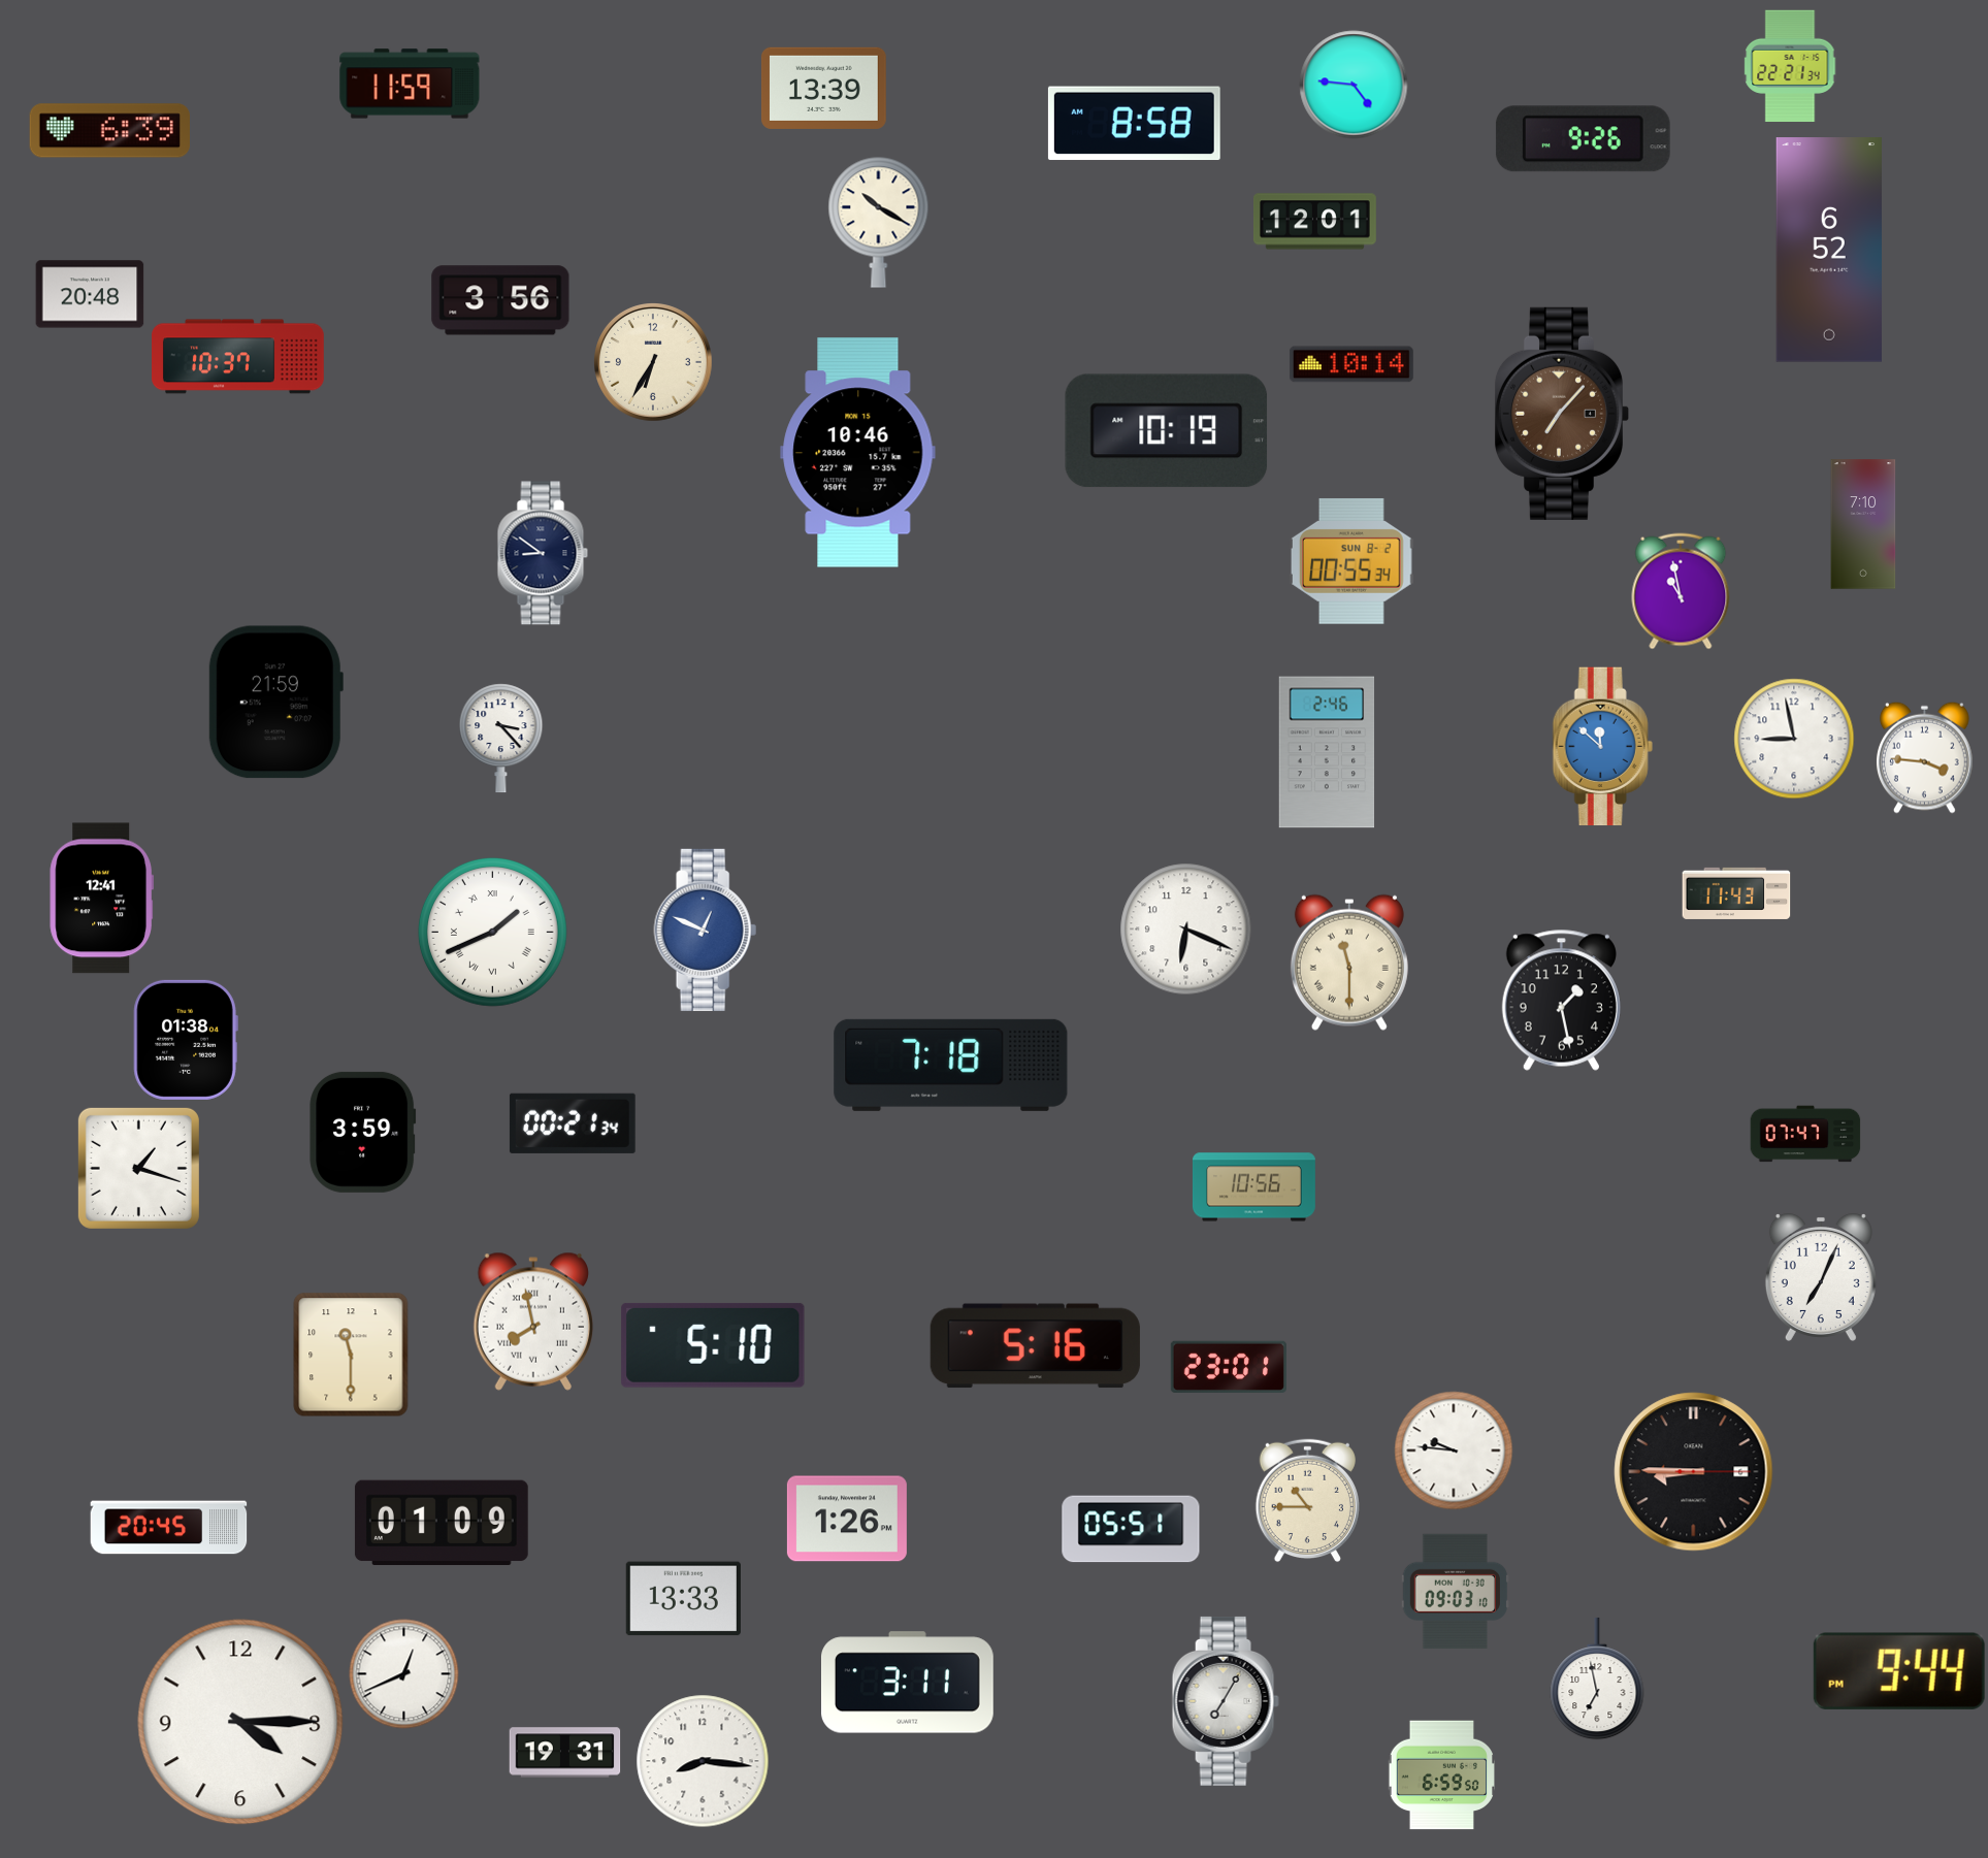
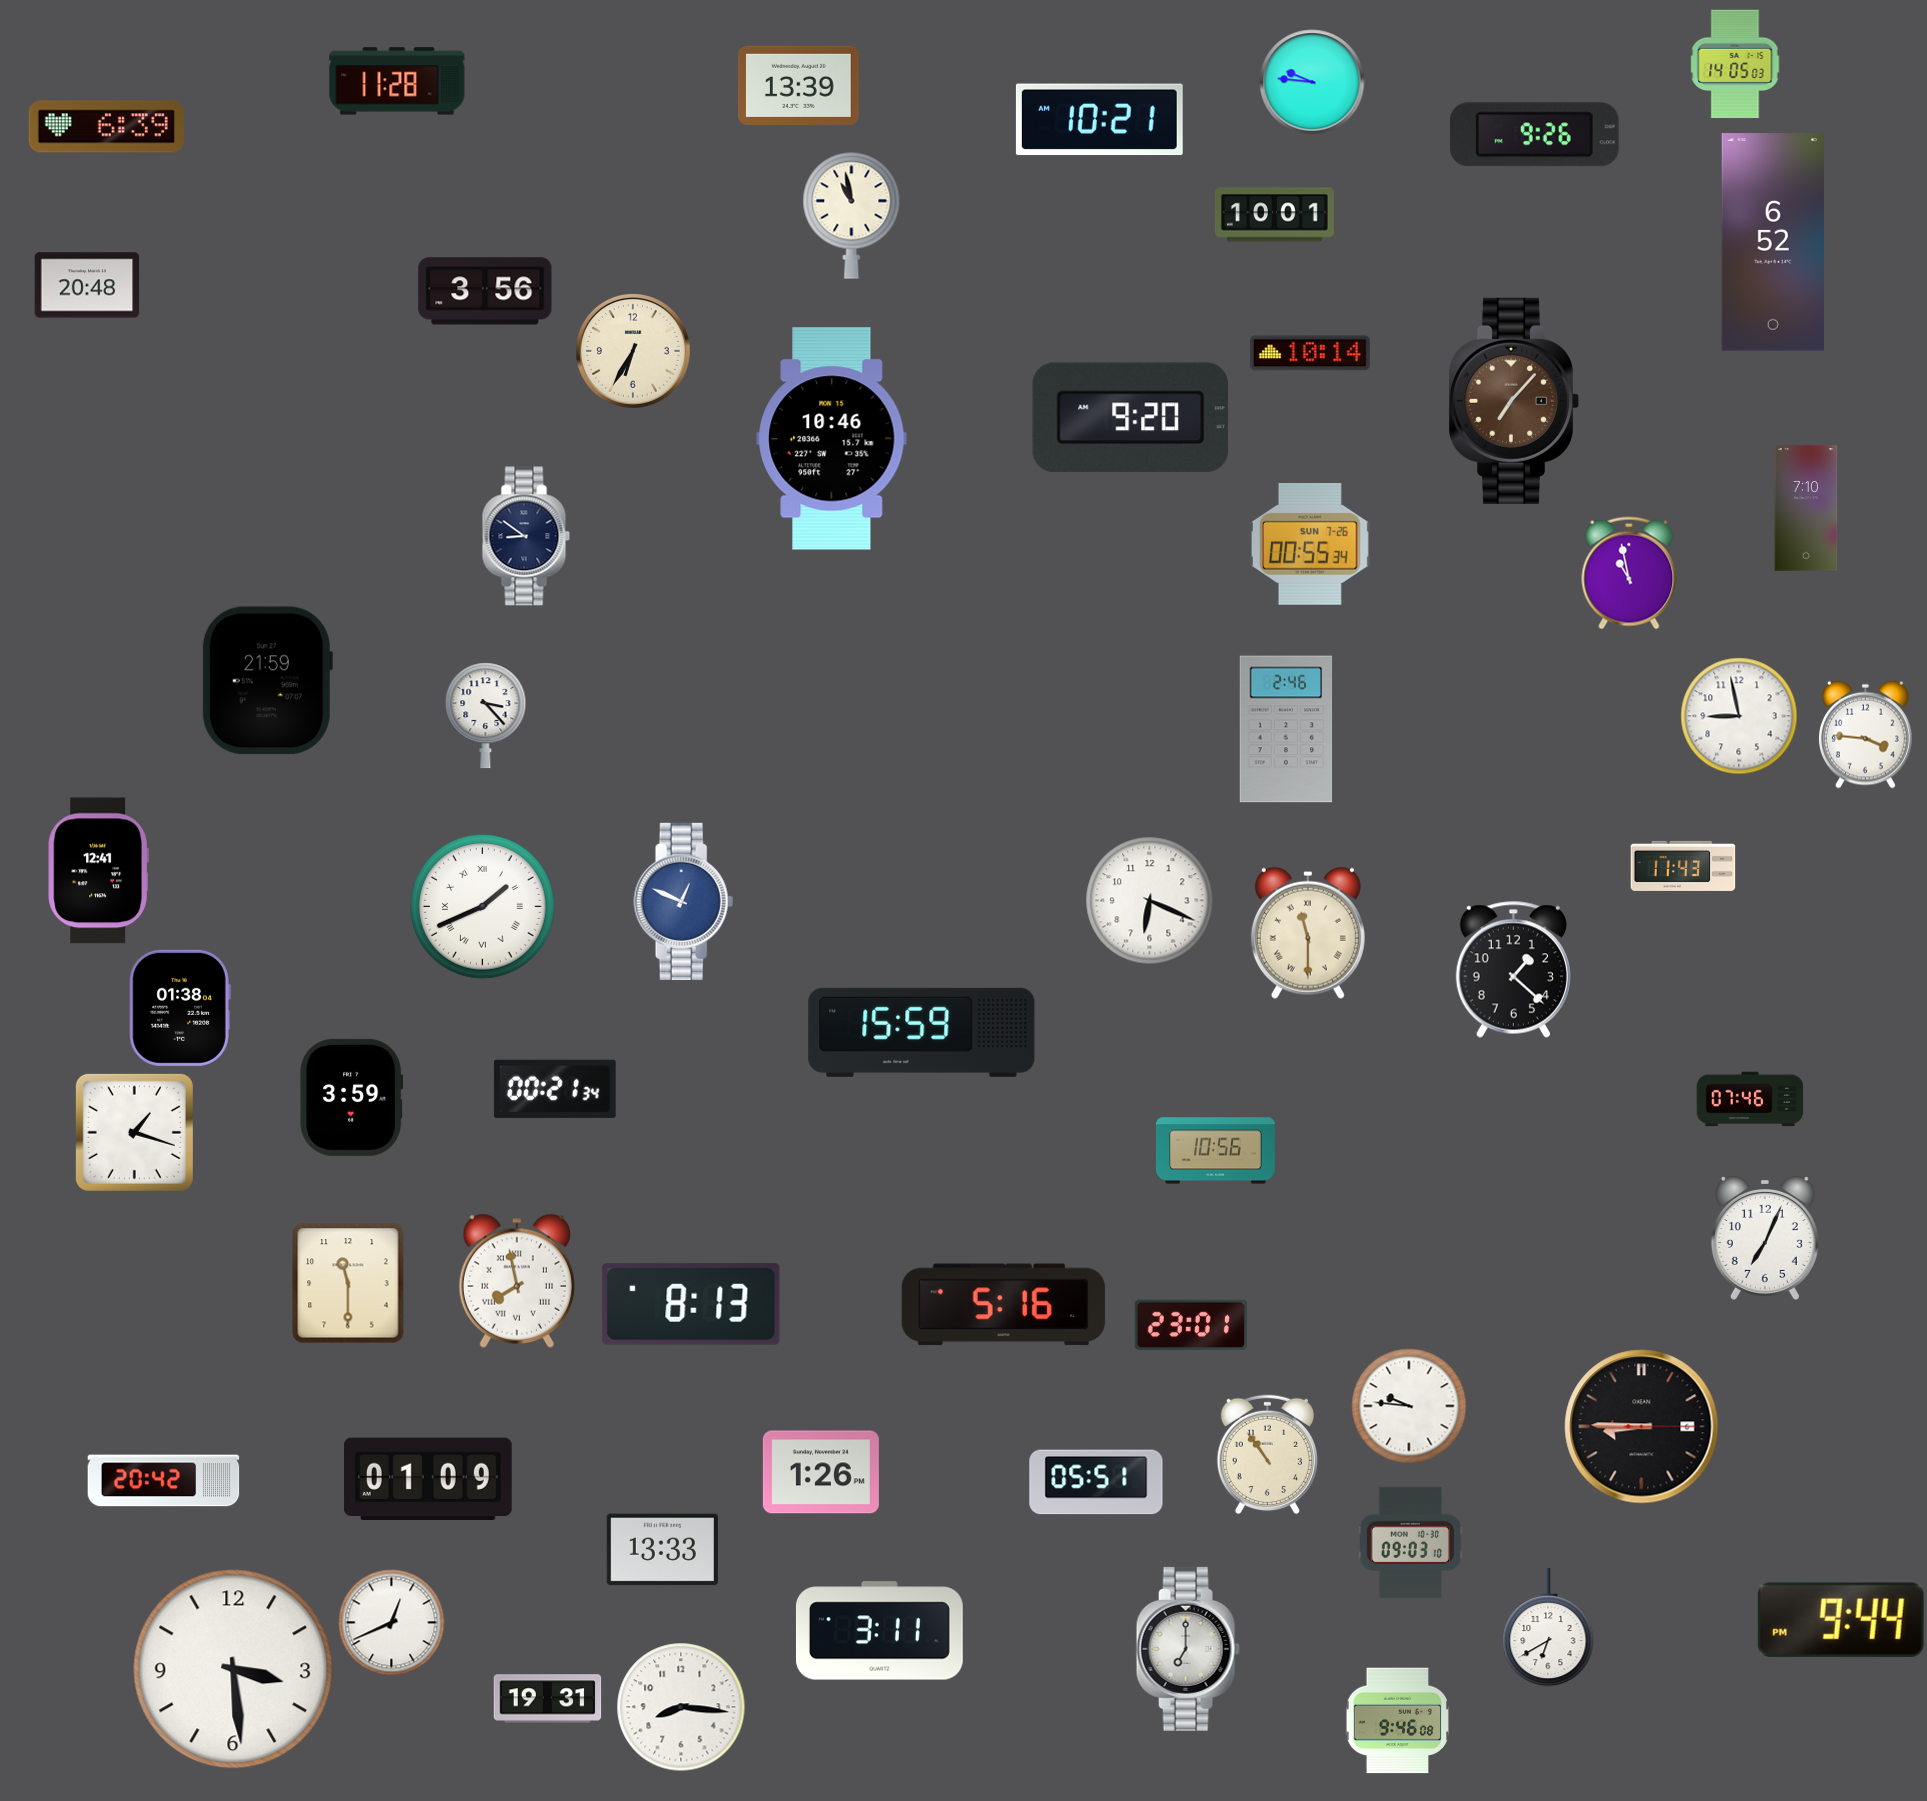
clock at (1790, 66): 22:21 -> 14:05
clock at (410, 84): 11:59 -> 11:28
clock at (1354, 85): 4:46 -> 9:46
clock at (1134, 124): 8:58 -> 10:21
clock at (879, 222): 10:20 -> 10:58
clock at (1314, 222): 12:01 -> 10:01
clock at (238, 357): 10:37 -> none
clock at (1167, 431): 10:19 -> 9:20
clock at (1351, 561) date: SUN 8-2 -> SUN 7-26
clock at (1602, 747): 11:52 -> none
clock at (492, 932) position: (492, 932) -> (482, 906)
clock at (1561, 1000): 1:28 -> 1:22
clock at (951, 1065): 7:18 -> 15:59
clock at (1805, 1134): 07:47 -> 07:46
clock at (713, 1345): 5:10 -> 8:13
clock at (351, 1355) position: (351, 1355) -> (348, 1283)
clock at (1307, 1501): 10:45 -> 10:54
clock at (442, 1523) position: (442, 1523) -> (428, 1479)
clock at (169, 1528): 20:45 -> 20:42
clock at (1597, 1678): 6:58 -> 6:40
clock at (1226, 1701): 7:05 -> 7:00
clock at (240, 1722): 4:15 -> 3:29
clock at (1441, 1775): 6:59 -> 9:46
